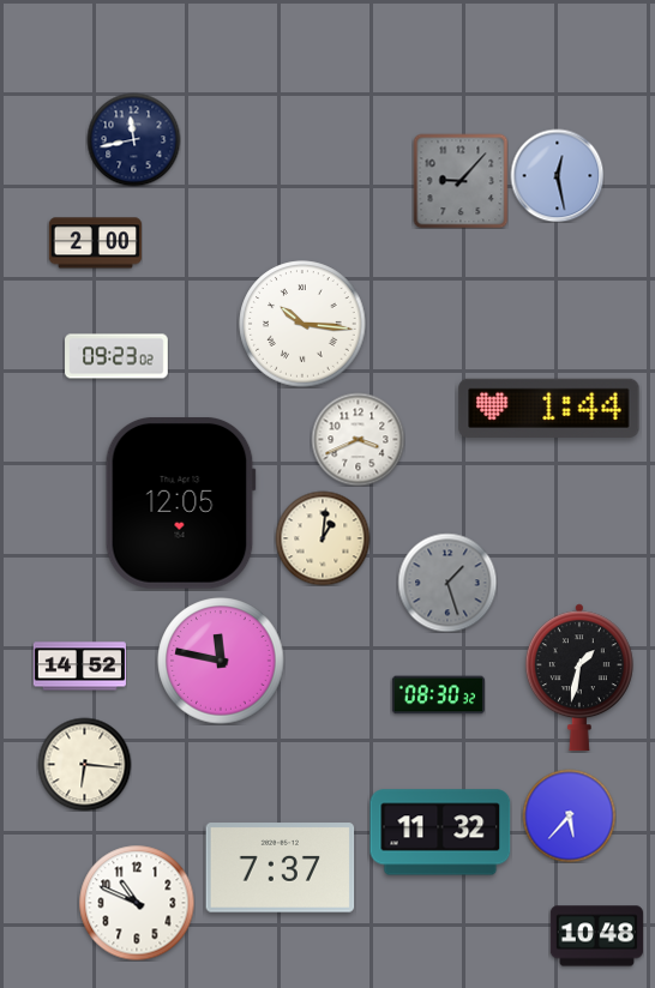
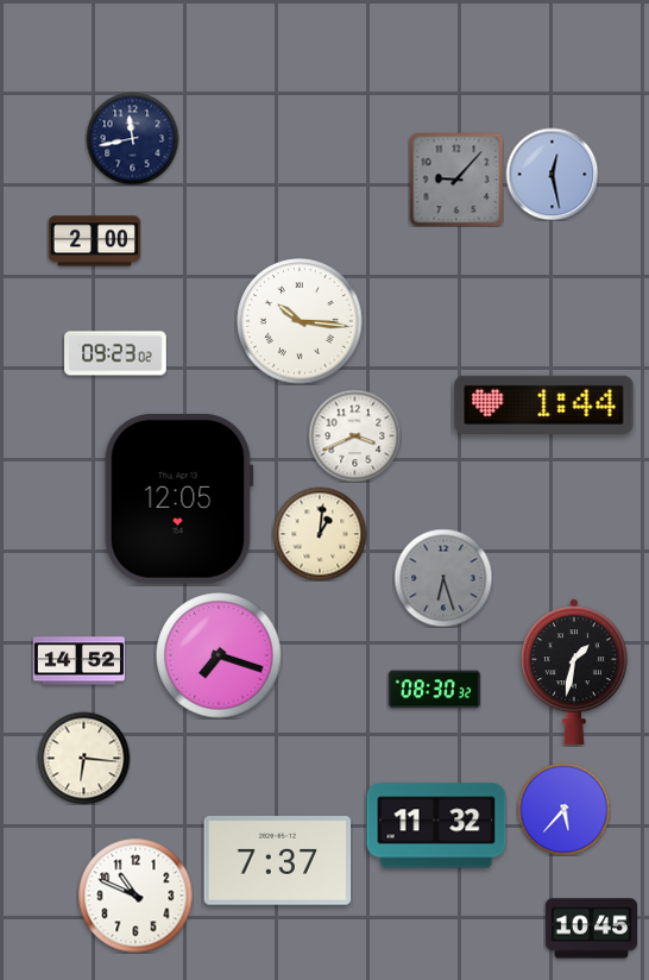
clock at (447, 583): 1:27 -> 6:27
clock at (221, 661): 11:47 -> 7:18
clock at (596, 936): 10:48 -> 10:45
